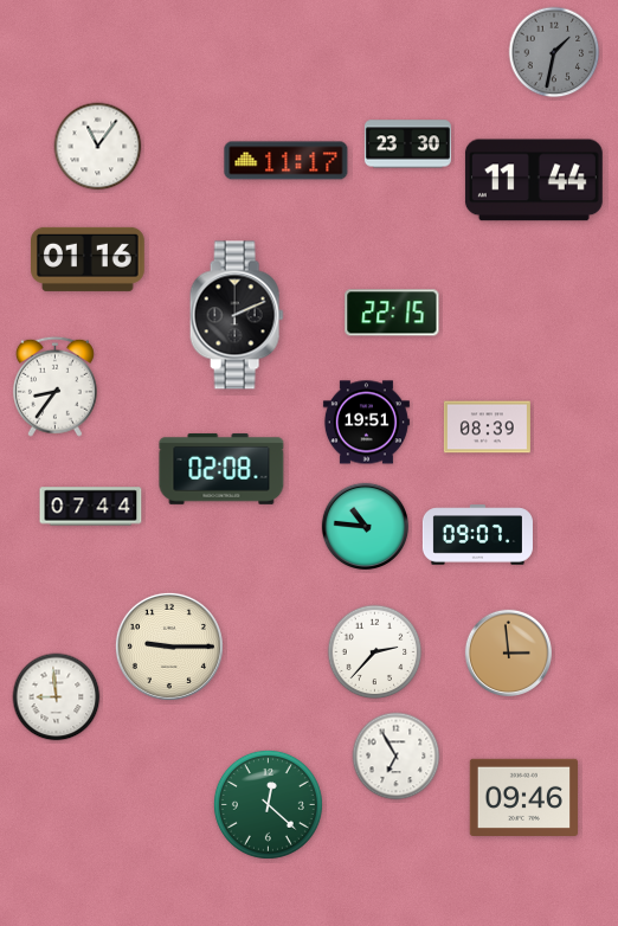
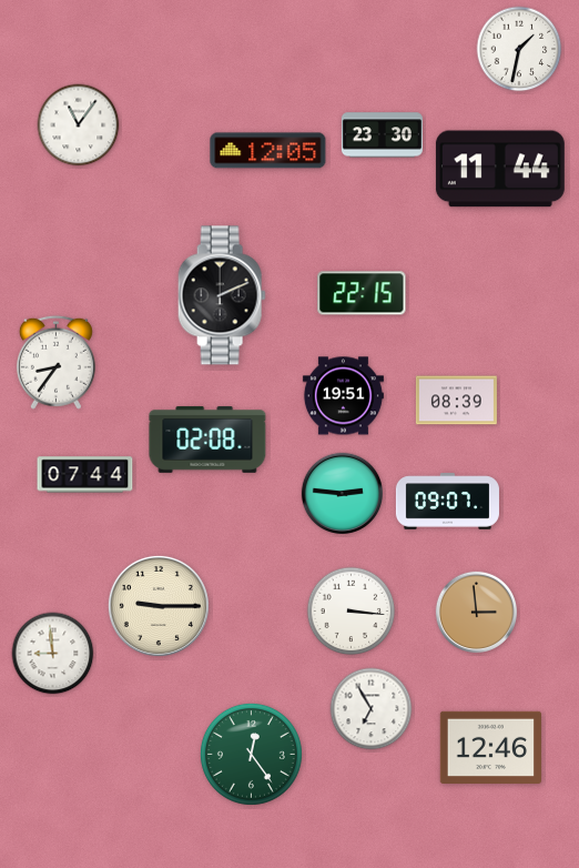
clock at (554, 52) dial: grey -> white
clock at (98, 147) position: (98, 147) -> (79, 125)
clock at (287, 161): 11:17 -> 12:05
clock at (89, 259): 01:16 -> none
clock at (392, 313) position: (392, 313) -> (362, 293)
clock at (54, 386) position: (54, 386) -> (55, 362)
clock at (365, 526): 10:46 -> 2:46
clock at (375, 652): 2:37 -> 3:16
clock at (524, 797): 09:46 -> 12:46
clock at (268, 804): 12:22 -> 12:24
